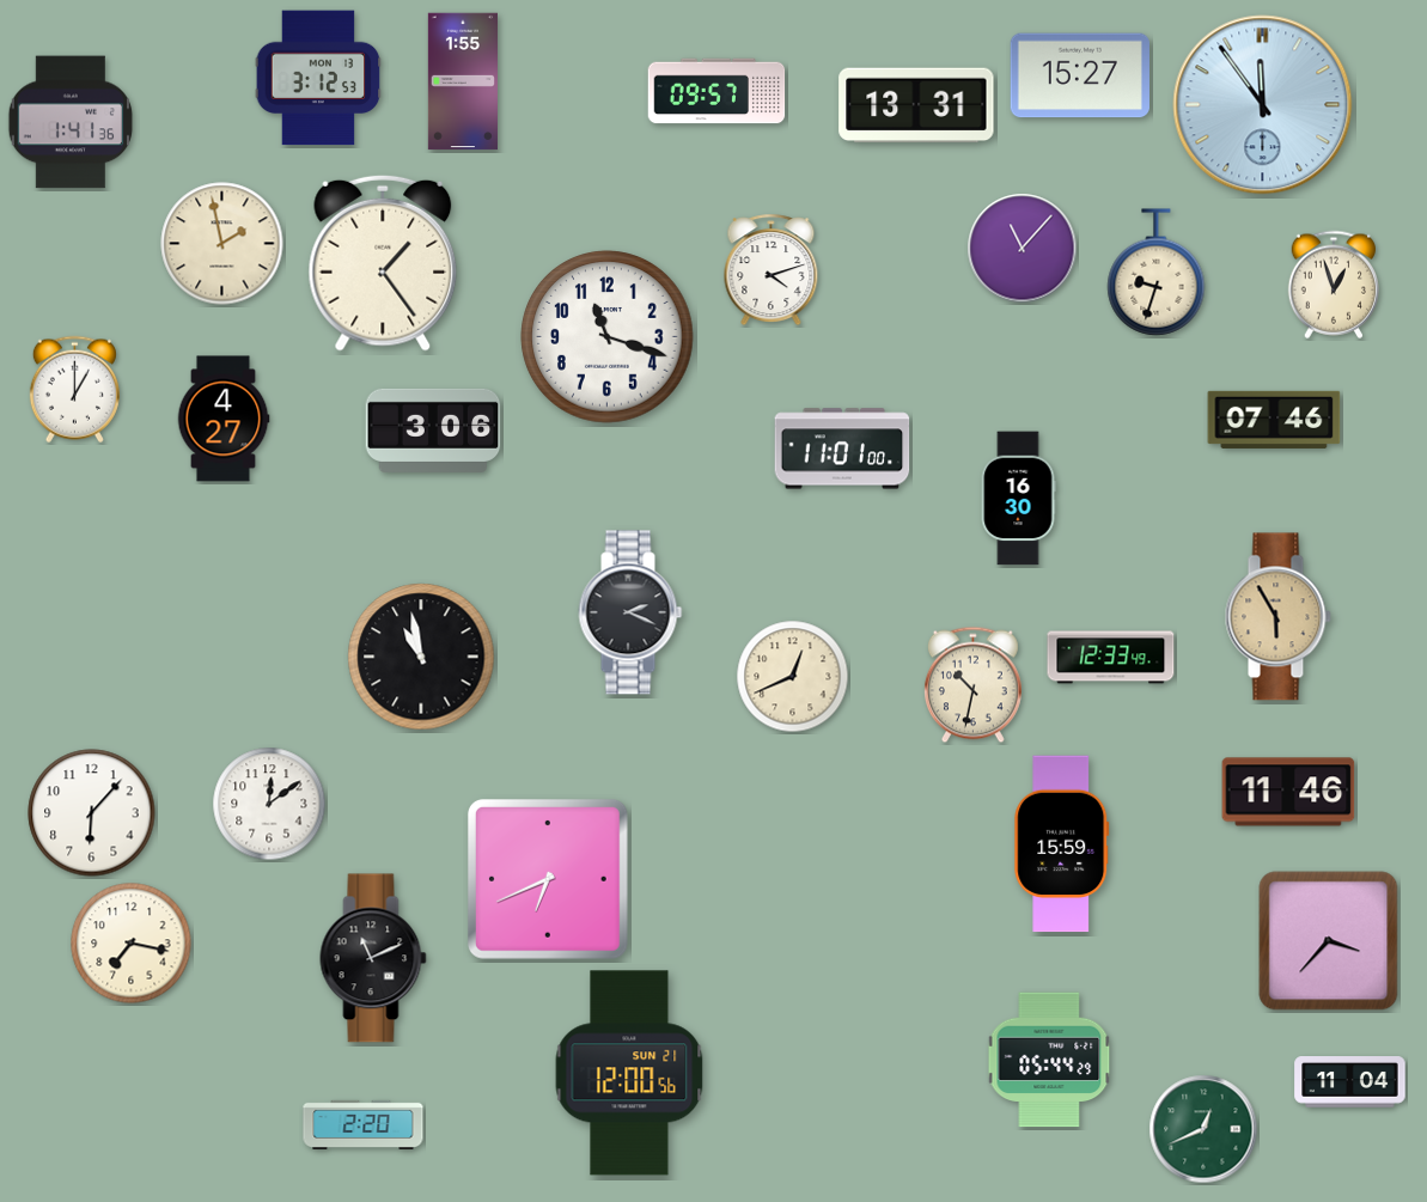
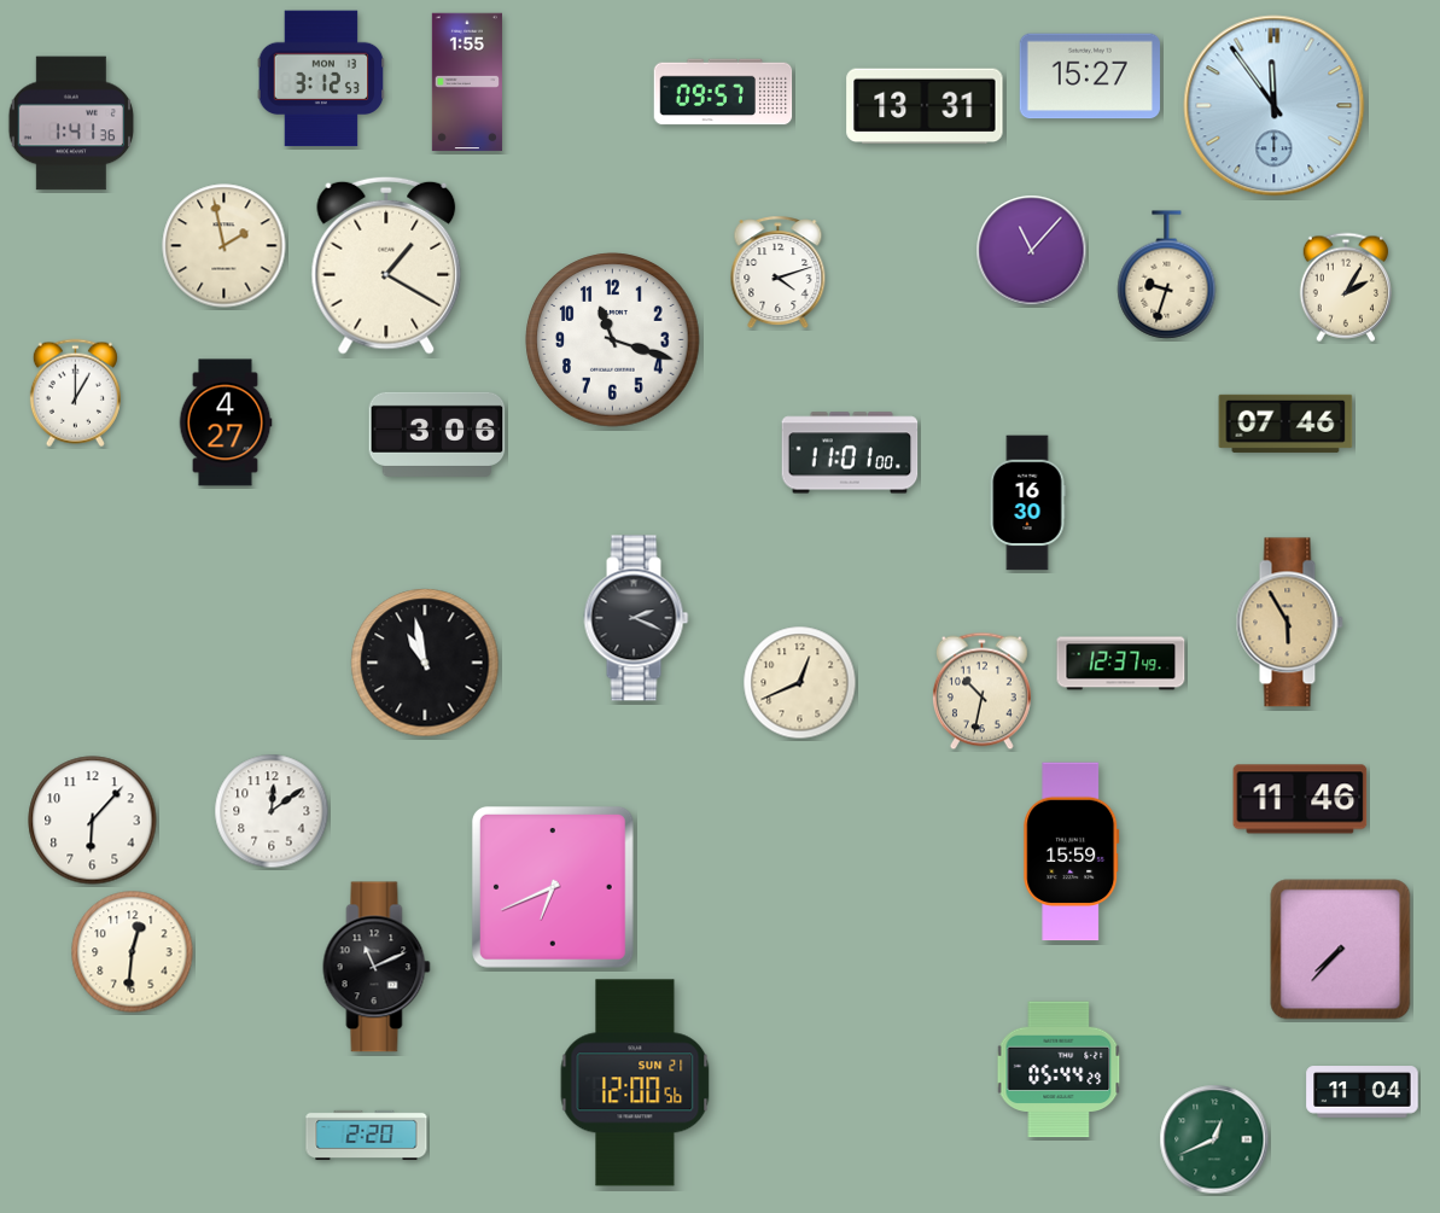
clock at (383, 263): 1:24 -> 1:20
clock at (1333, 285): 12:57 -> 2:05
clock at (1111, 658): 12:33 -> 12:37
clock at (1329, 941): 3:37 -> 7:37
clock at (132, 944): 7:17 -> 12:31
